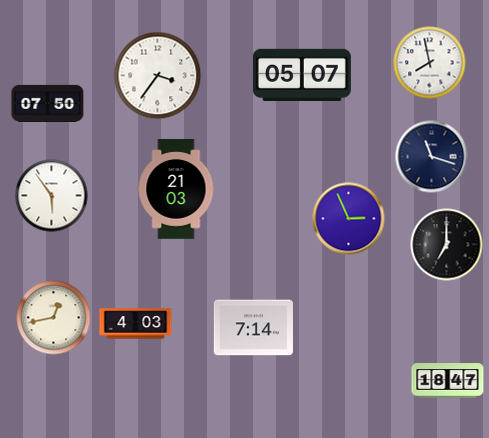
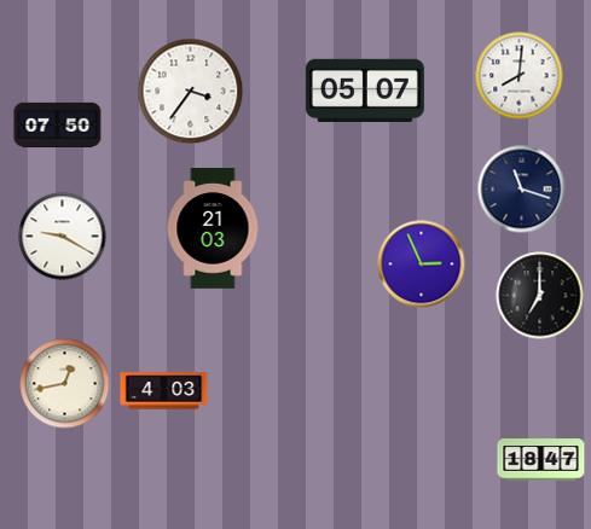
clock at (430, 63): 7:58 -> 8:01
clock at (52, 196): 5:54 -> 9:20
clock at (253, 328): 7:14 -> none
